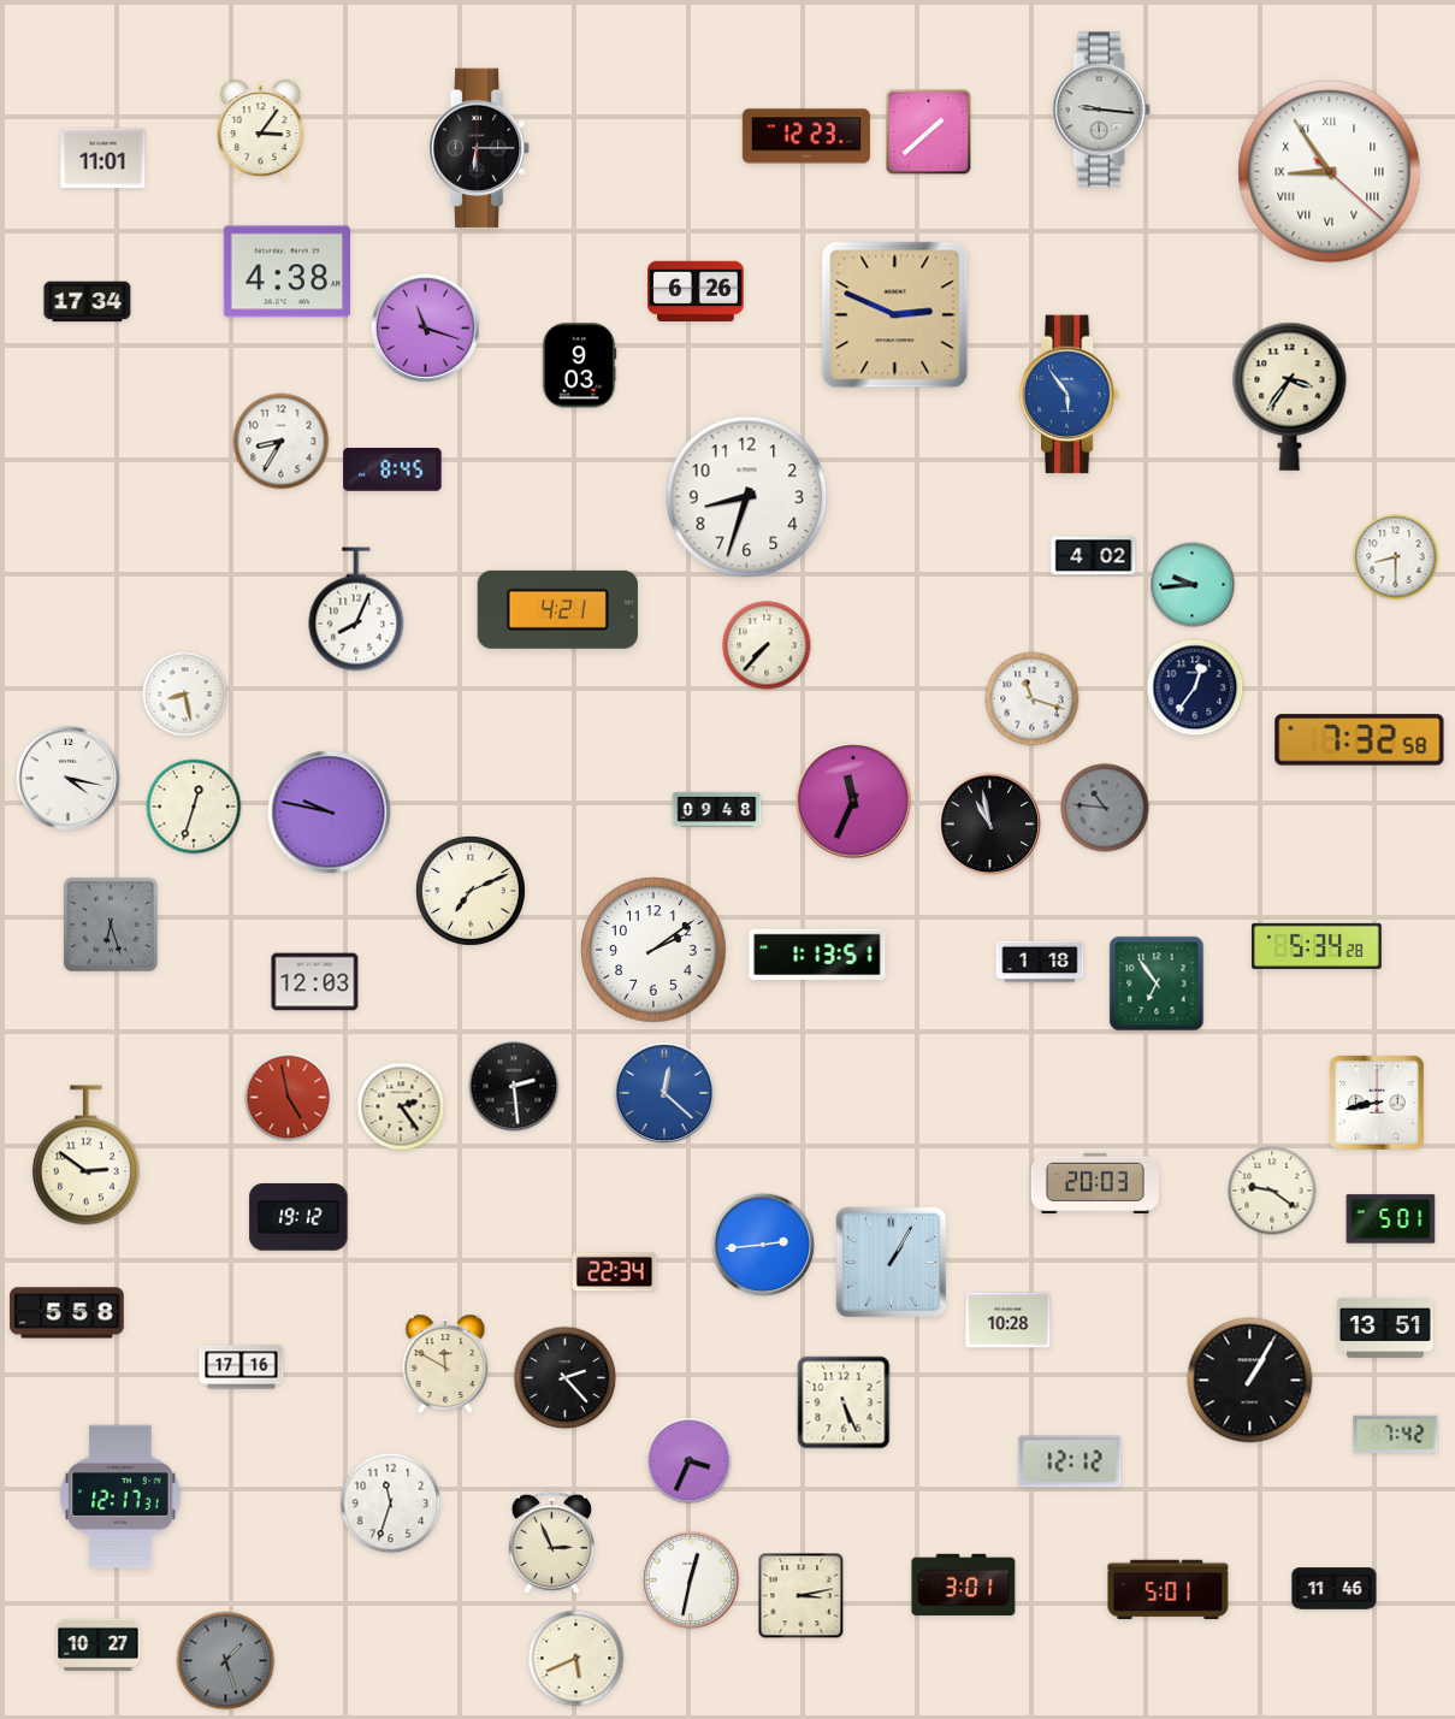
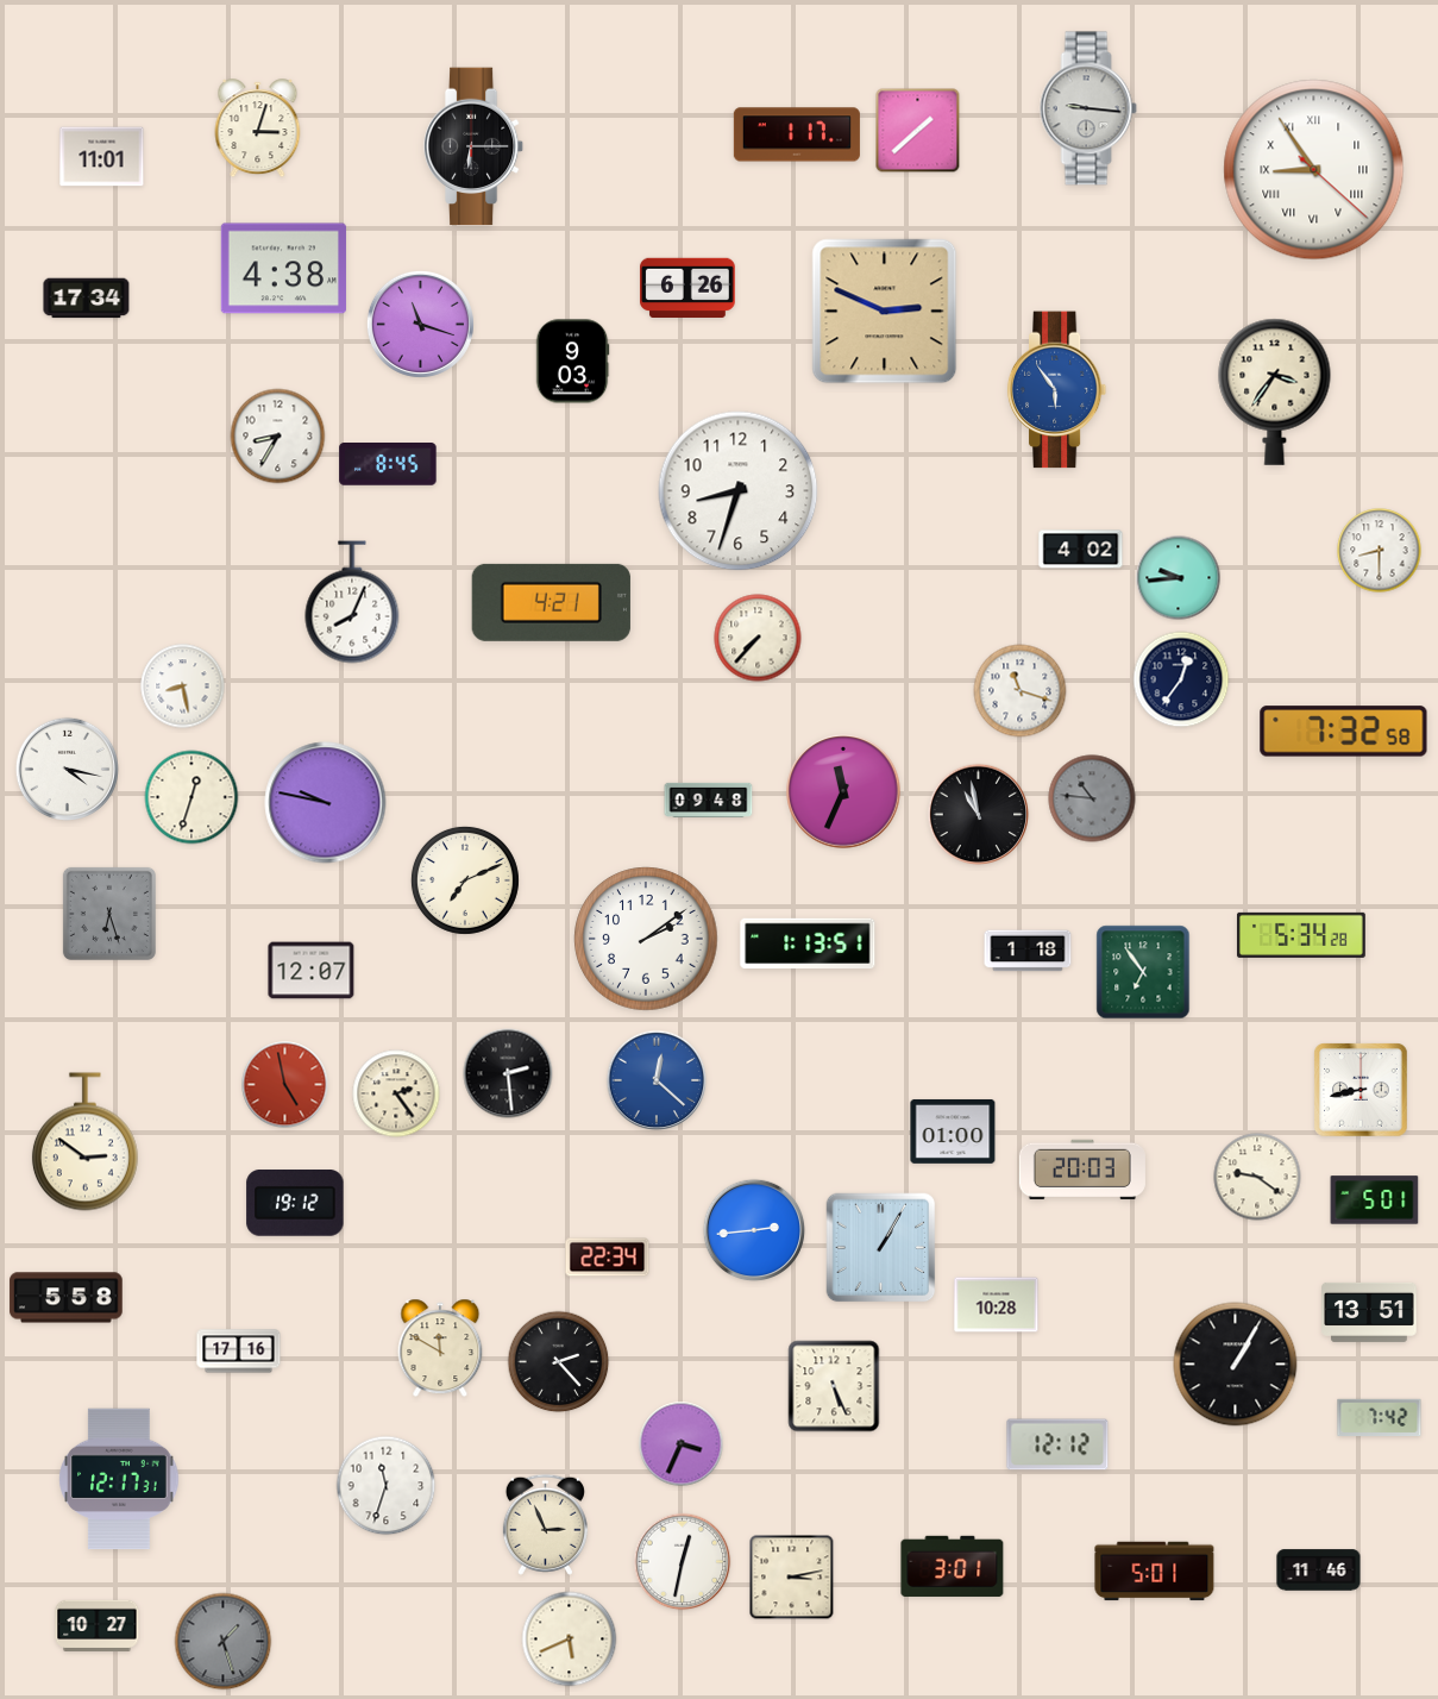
clock at (261, 130): 3:06 -> 3:03
clock at (806, 136): 12:23 -> 1:17
clock at (315, 982): 12:03 -> 12:07
clock at (953, 1131): none -> 01:00
clock at (1391, 1219) position: (1391, 1219) -> (1375, 1200)
